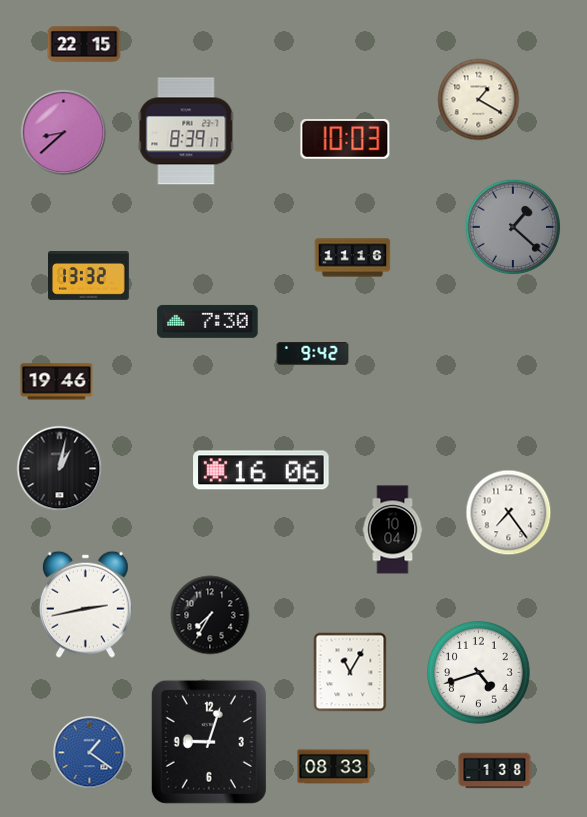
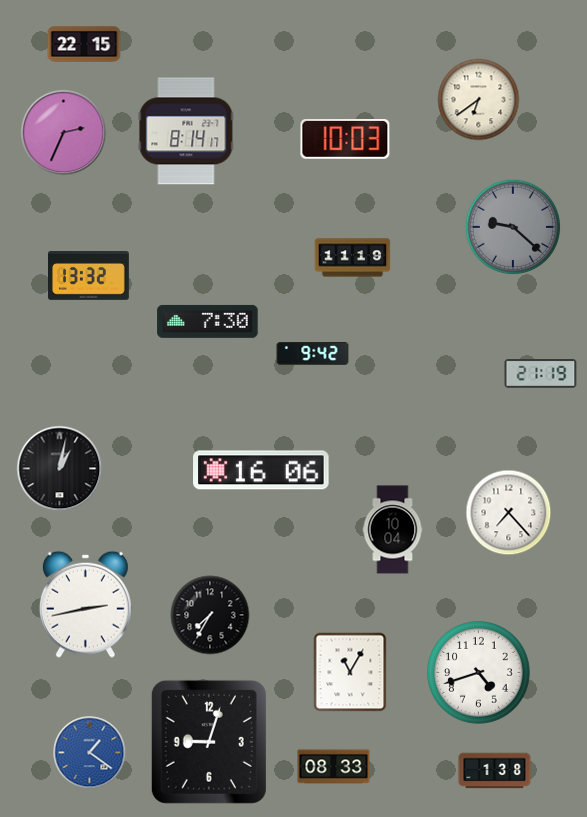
clock at (479, 100): 1:20 -> 6:39
clock at (186, 131): 8:39 -> 8:14
clock at (64, 133): 8:38 -> 2:34
clock at (513, 227): 1:22 -> 9:22
clock at (353, 258): 11:16 -> 11:19
clock at (541, 374): none -> 21:19
clock at (57, 382): 19:46 -> none
clock at (509, 513): 7:24 -> 7:23
